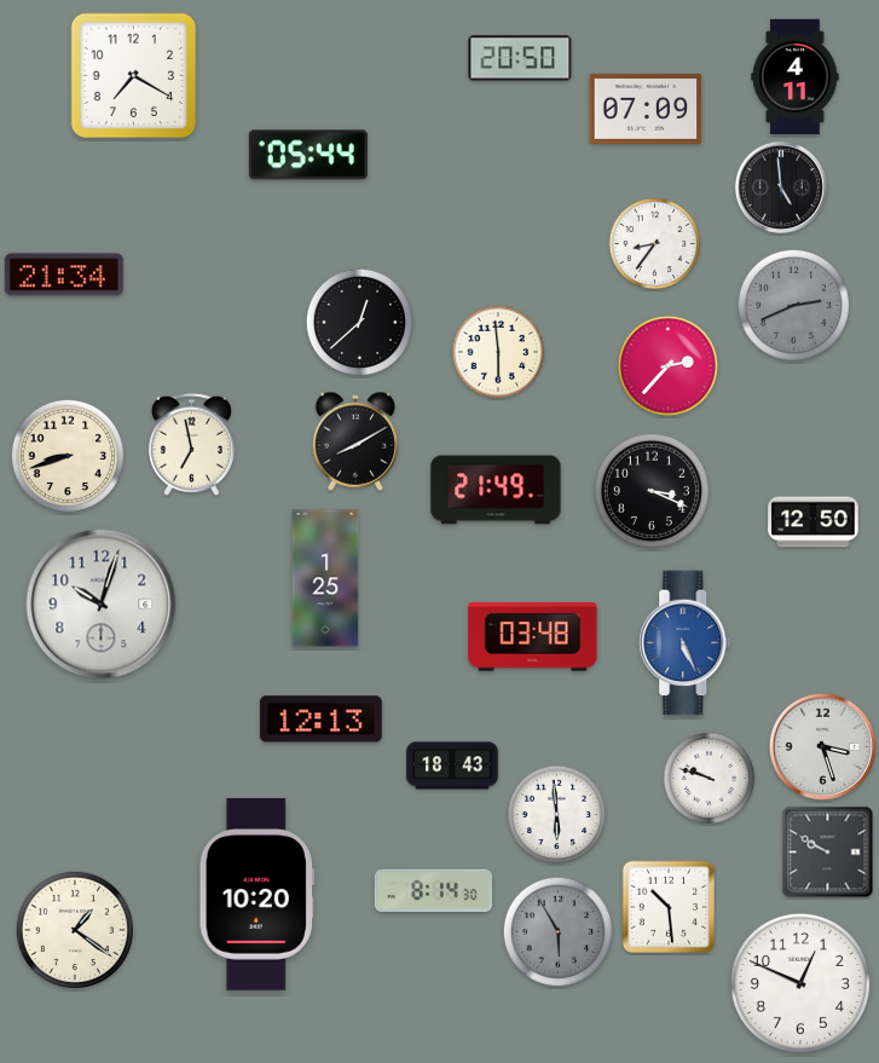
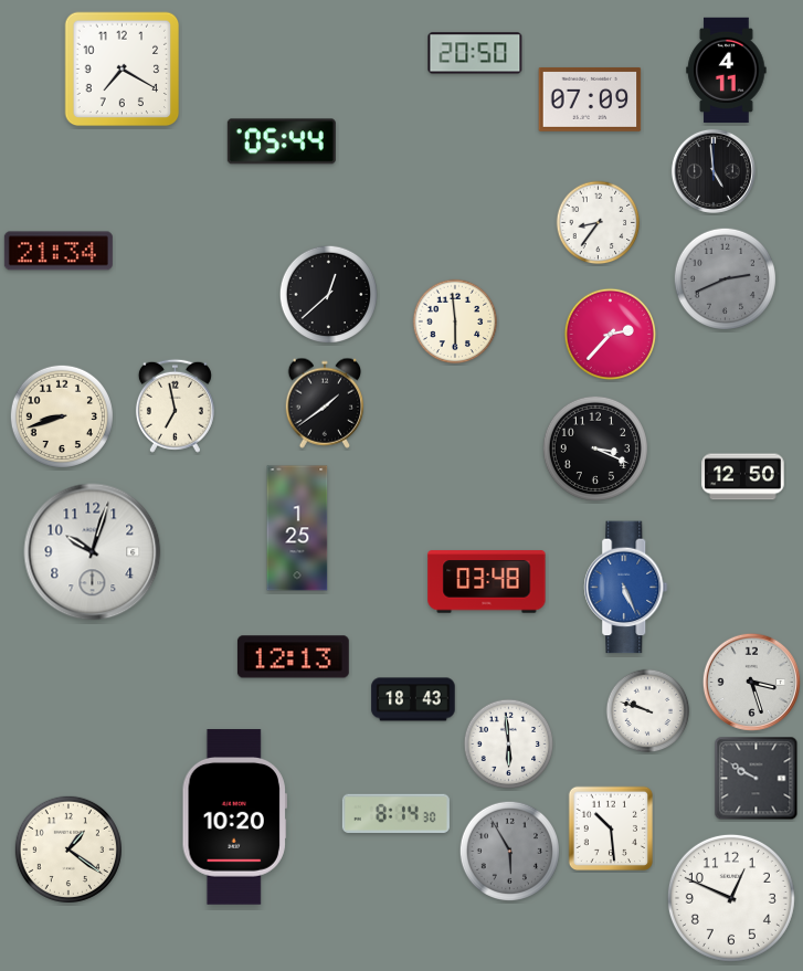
clock at (354, 441): 8:10 -> 1:39
clock at (496, 490): 21:49 -> none
